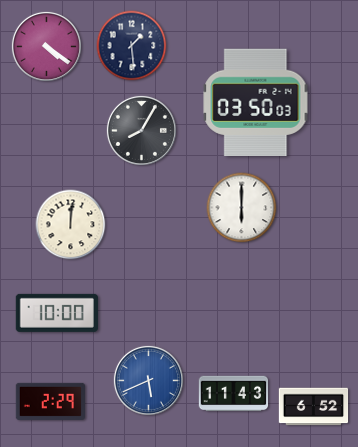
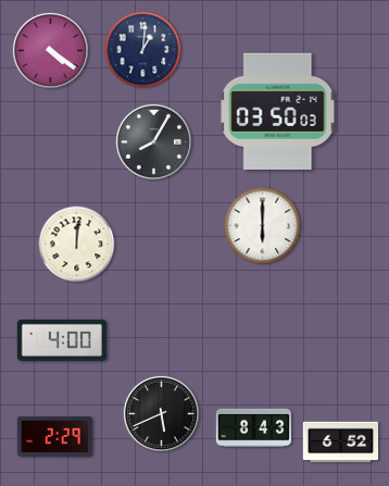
clock at (132, 46): 1:29 -> 1:01
clock at (57, 313): 10:00 -> 4:00
clock at (148, 380) dial: blue -> black
clock at (234, 394): 11:43 -> 8:43
